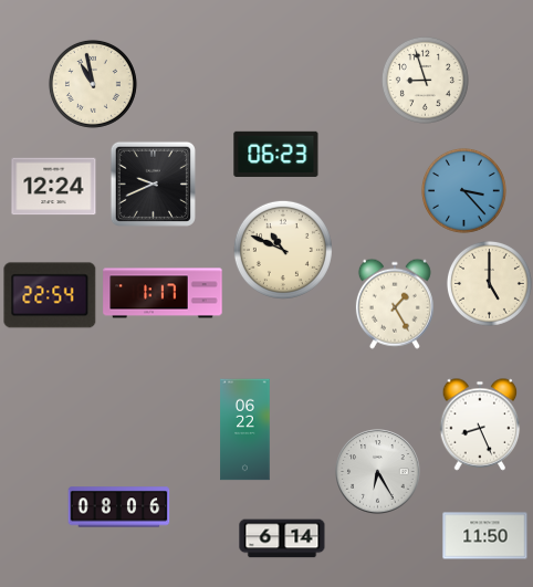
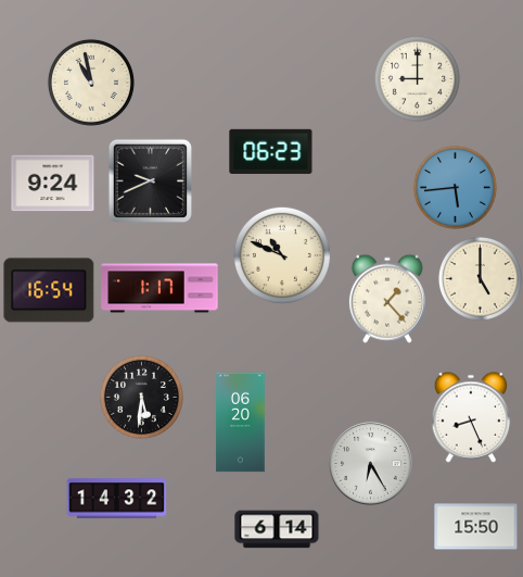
clock at (425, 80): 8:57 -> 9:00
clock at (54, 187): 12:24 -> 9:24
clock at (463, 190): 3:23 -> 5:44
clock at (283, 250) position: (283, 250) -> (282, 255)
clock at (50, 295): 22:54 -> 16:54
clock at (395, 304): 1:25 -> 1:23
clock at (141, 397): none -> 5:31
clock at (245, 430): 06:22 -> 06:20
clock at (119, 507): 08:06 -> 14:32
clock at (485, 536): 11:50 -> 15:50
